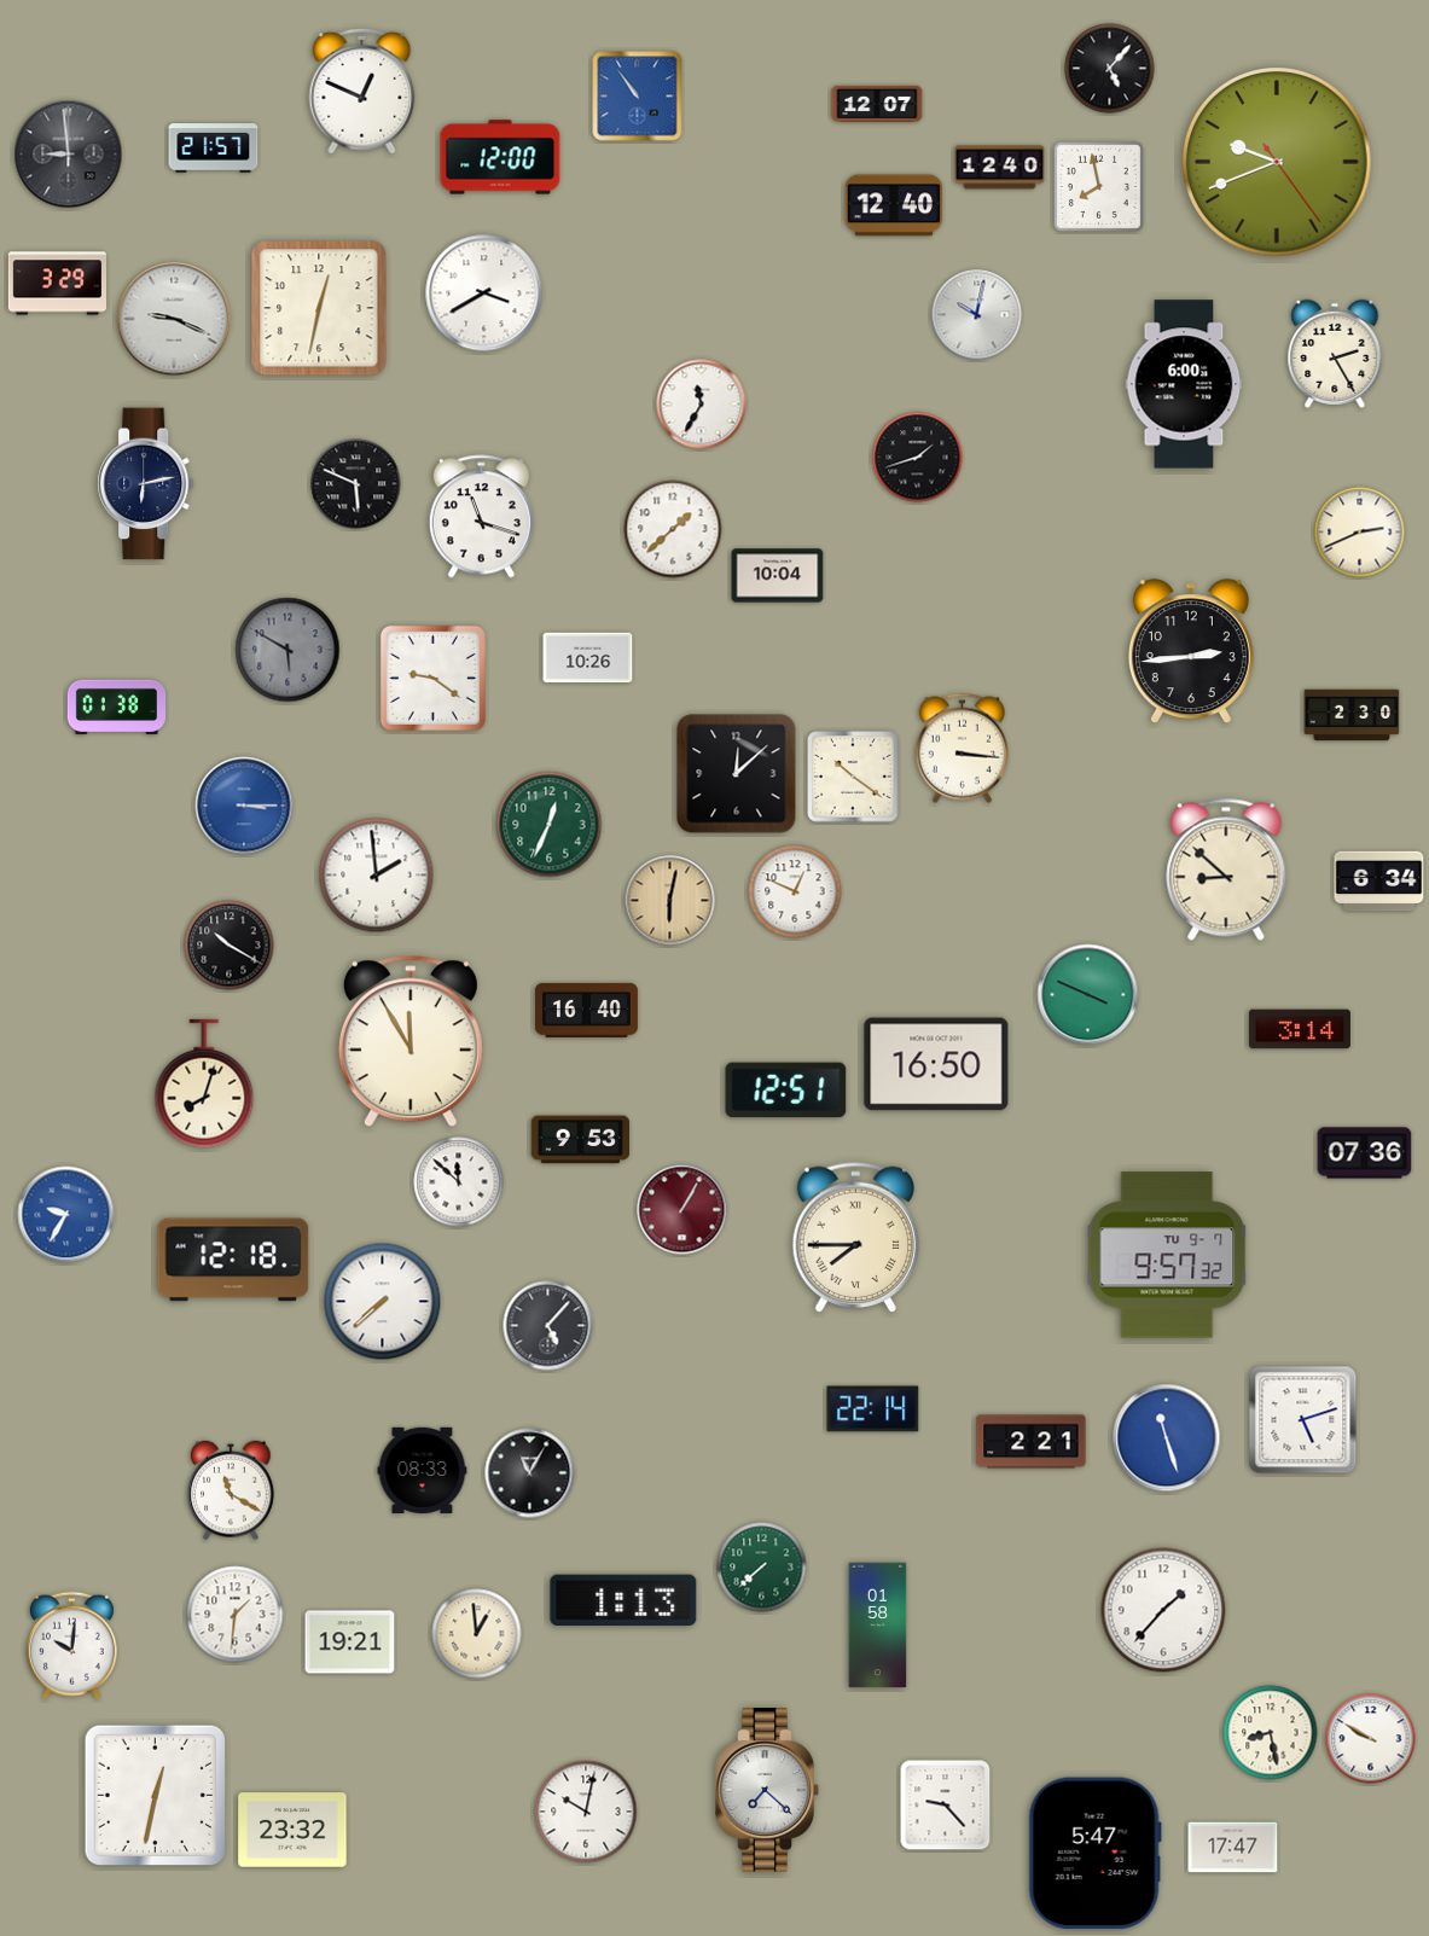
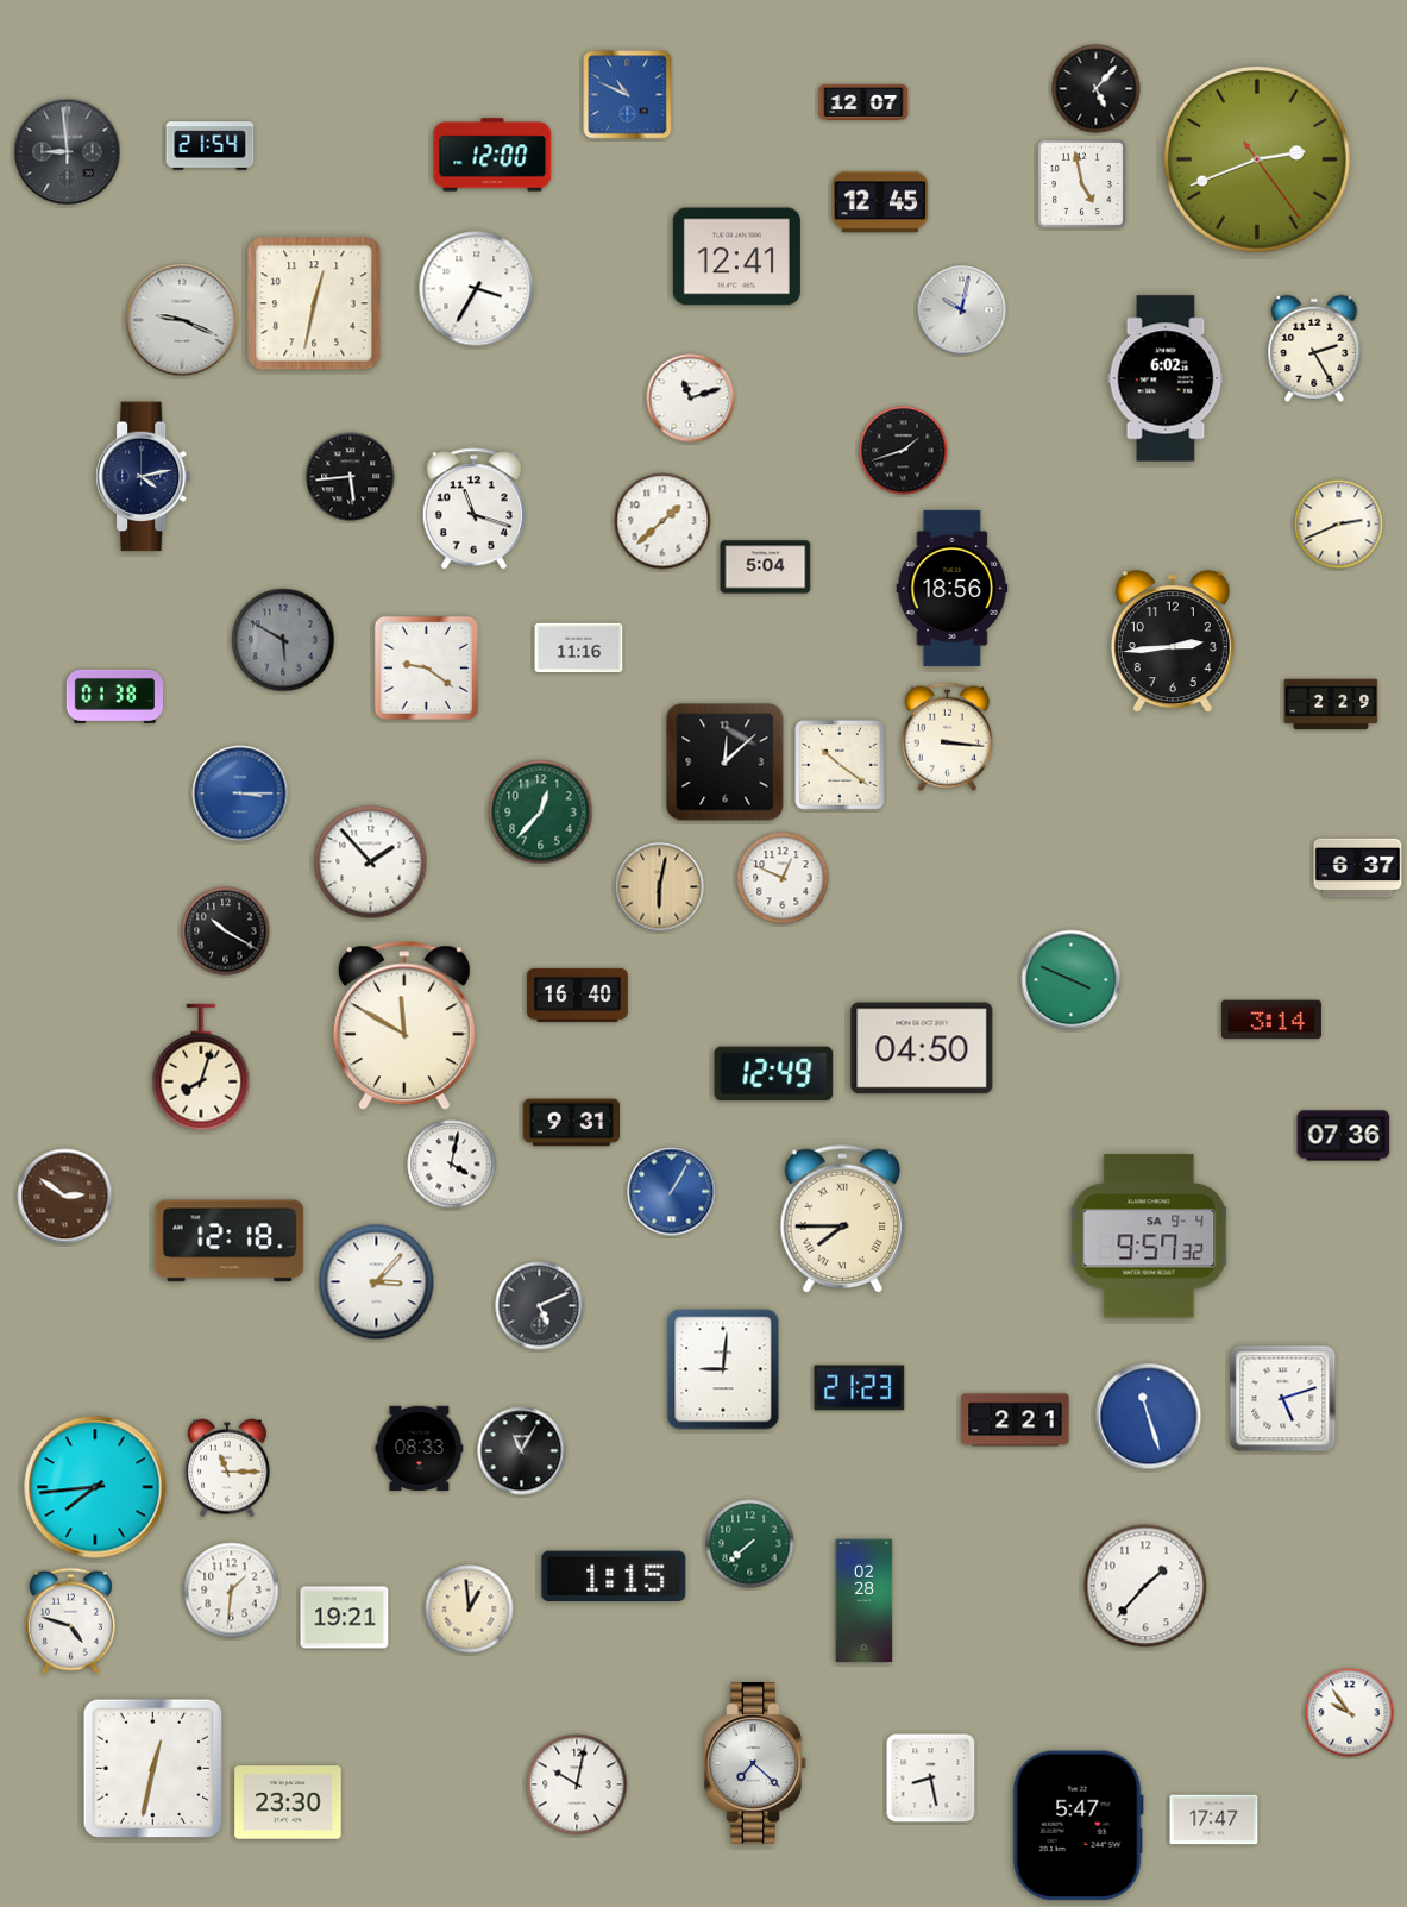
clock at (1110, 69) position: (1110, 69) -> (1097, 89)
clock at (362, 91): 12:49 -> none
clock at (638, 97): 10:54 -> 10:49
clock at (214, 149): 21:57 -> 21:54
clock at (1278, 163): 9:41 -> 2:41
clock at (1000, 168): 12:40 -> none
clock at (1098, 186): 7:58 -> 4:58
clock at (894, 205): 12:40 -> 12:45
clock at (736, 257): none -> 12:41
clock at (58, 284): 3:29 -> none
clock at (484, 293): 3:40 -> 3:35
clock at (174, 319) position: (174, 319) -> (182, 320)
clock at (1184, 384): 6:00 -> 6:02
clock at (702, 405): 11:35 -> 11:12
clock at (146, 484): 6:13 -> 4:13
clock at (356, 484): 5:49 -> 5:44
clock at (778, 576): 10:04 -> 5:04
clock at (953, 588): none -> 18:56
clock at (588, 658): 10:26 -> 11:16
clock at (1352, 715): 2:30 -> 2:29
clock at (550, 825): 12:34 -> 12:37
clock at (1226, 870): 8:52 -> none
clock at (377, 876): 1:59 -> 1:53
clock at (1379, 882): 6:34 -> 6:37
clock at (1300, 1029) position: (1300, 1029) -> (1271, 1020)
clock at (411, 1041): 11:55 -> 11:50
clock at (936, 1064): 16:50 -> 04:50
clock at (786, 1091): 12:51 -> 12:49
clock at (580, 1140): 9:53 -> 9:31
clock at (459, 1182): 11:52 -> 4:02
clock at (682, 1210) dial: burgundy -> blue
clock at (66, 1215): 9:35 -> 2:51
clock at (66, 1215) dial: blue -> brown
clock at (1167, 1255) date: TU 9-7 -> SA 9-4
clock at (383, 1302): 7:38 -> 3:07
clock at (548, 1326): 5:07 -> 5:11
clock at (723, 1369): none -> 9:01
clock at (873, 1409): 22:14 -> 21:23
clock at (423, 1470) position: (423, 1470) -> (420, 1448)
clock at (231, 1490): 11:20 -> 11:15
clock at (95, 1487): none -> 7:44
clock at (623, 1600): 1:13 -> 1:15
clock at (878, 1626): 01:58 -> 02:28
clock at (71, 1646): 10:01 -> 4:48
clock at (1271, 1733): 8:28 -> none
clock at (1371, 1739): 9:50 -> 9:54
clock at (946, 1806): 9:23 -> 8:28
clock at (292, 1830): 23:32 -> 23:30
